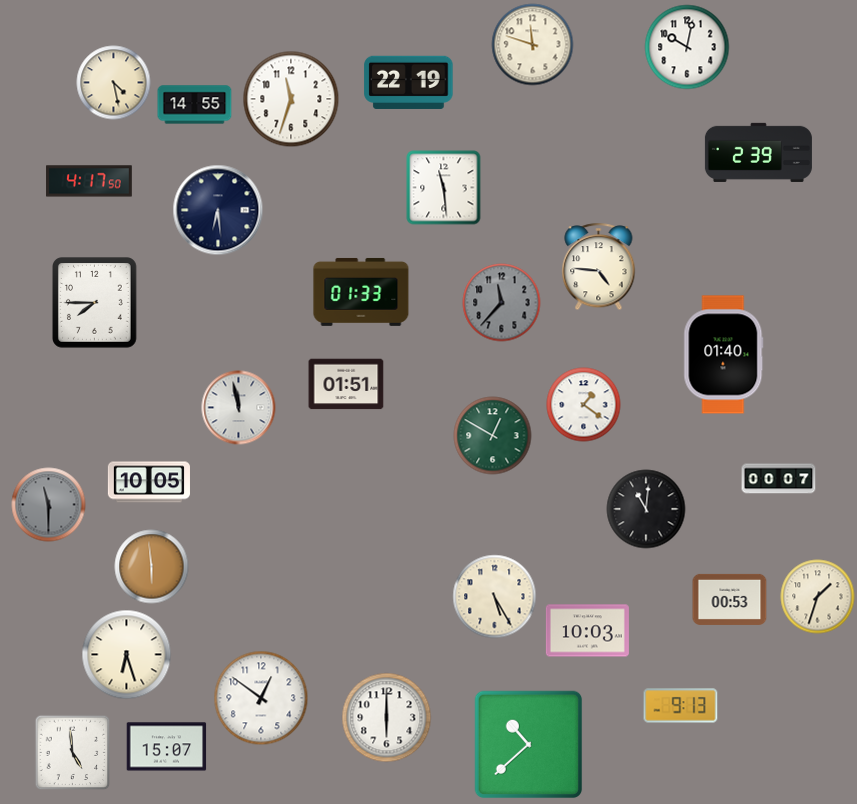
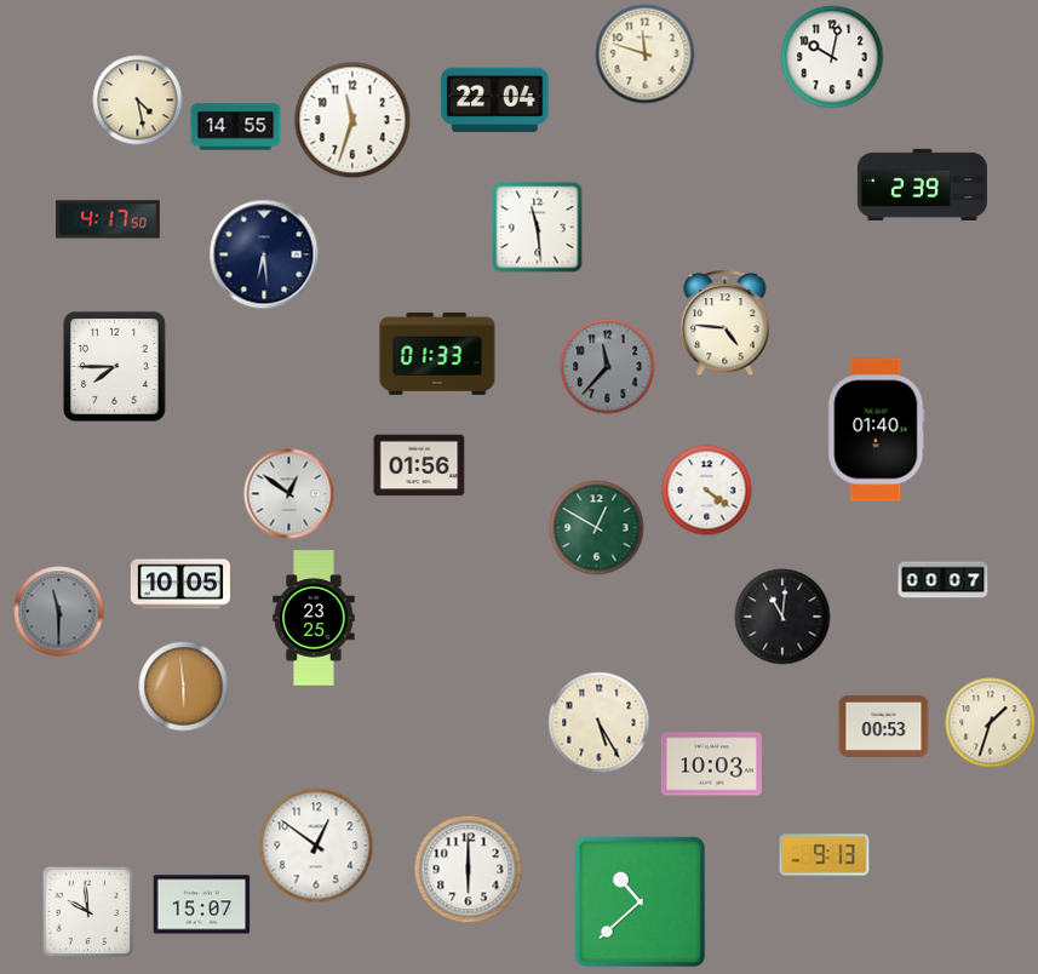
clock at (409, 82): 22:19 -> 22:04
clock at (758, 152) position: (758, 152) -> (922, 184)
clock at (346, 384): 01:51 -> 01:56
clock at (584, 405): 1:21 -> 4:21
clock at (239, 408): 11:58 -> 12:51
clock at (314, 618): none -> 23:25
clock at (127, 655): 6:27 -> none
clock at (73, 753): 4:59 -> 9:59
